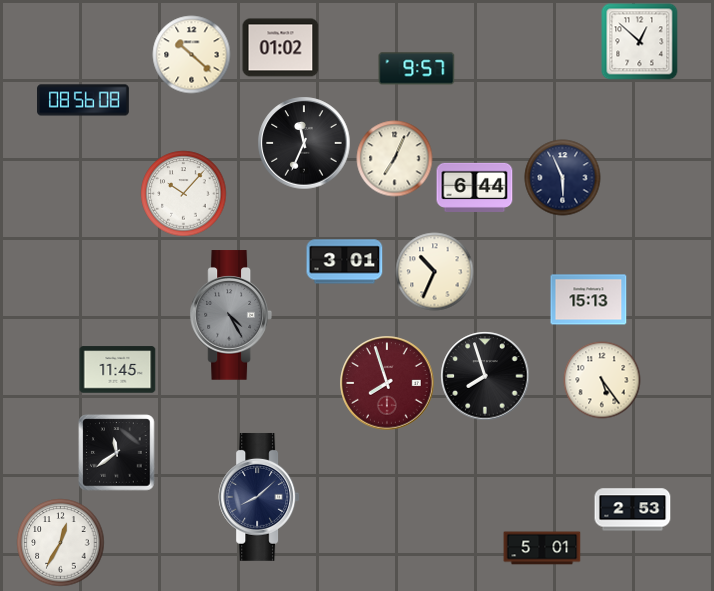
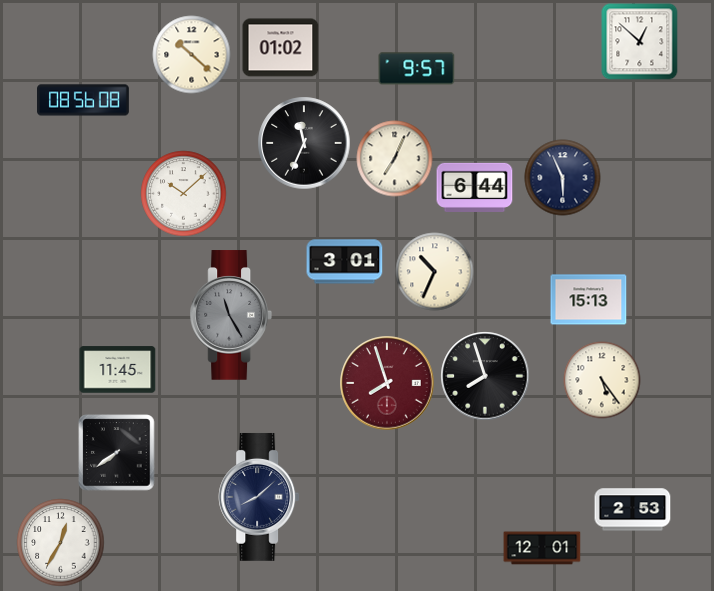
clock at (184, 194): 10:07 -> 10:08
clock at (230, 315): 4:25 -> 11:25
clock at (117, 453): 11:39 -> 7:39
clock at (542, 548): 5:01 -> 12:01
